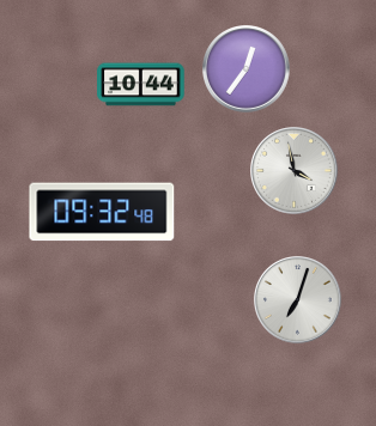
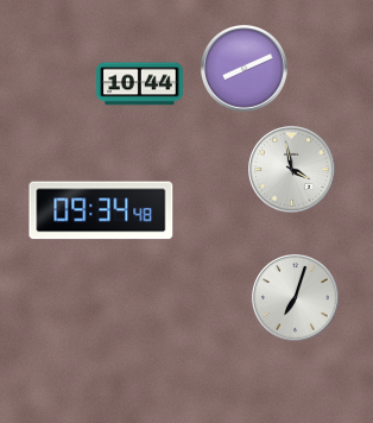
clock at (247, 69): 12:36 -> 8:11
clock at (102, 212): 09:32 -> 09:34
